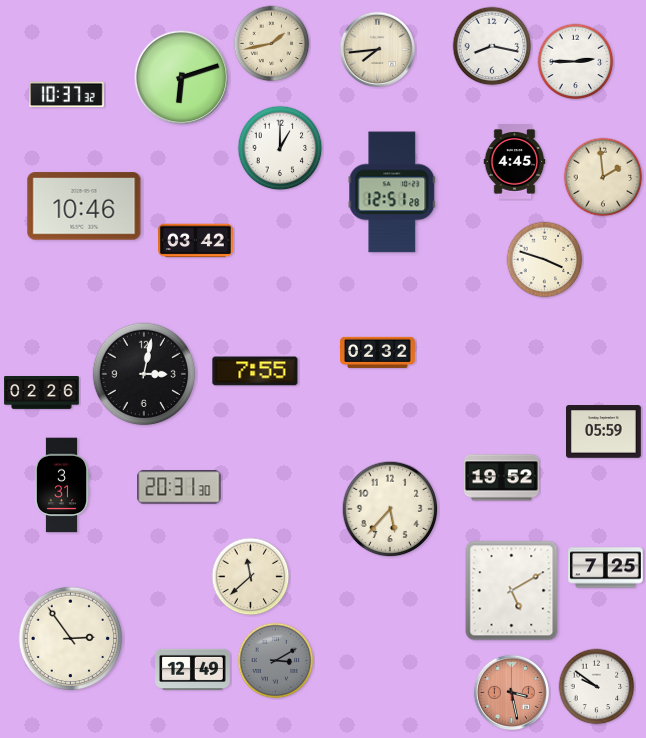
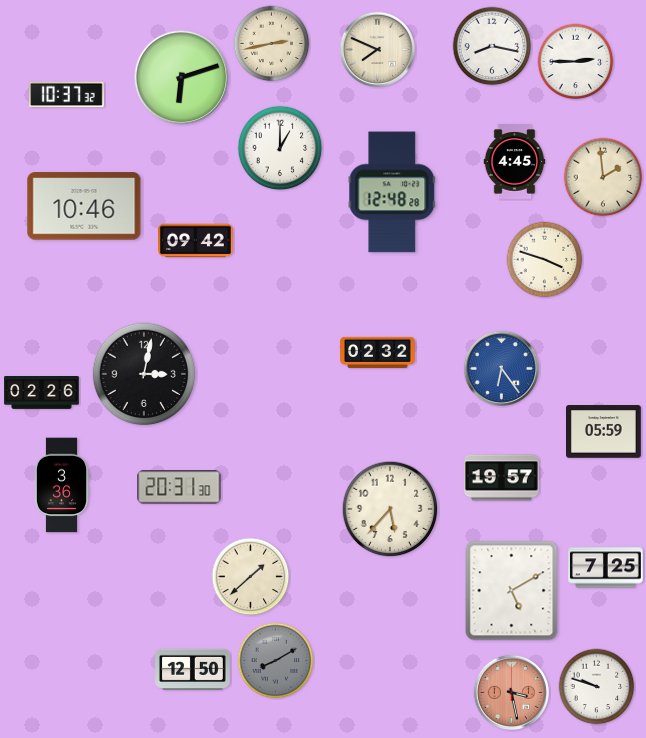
clock at (272, 44): 1:43 -> 2:43
clock at (377, 49): 7:44 -> 7:49
clock at (392, 192): 12:51 -> 12:48
clock at (196, 241): 03:42 -> 09:42
clock at (501, 368): none -> 6:24
clock at (255, 371): 7:55 -> none
clock at (502, 478): 19:52 -> 19:57
clock at (62, 485): 3:31 -> 3:36
clock at (251, 577): 11:38 -> 1:38
clock at (71, 639): 2:54 -> none
clock at (276, 661): 3:10 -> 8:10
clock at (193, 669): 12:49 -> 12:50
clock at (597, 687): 9:51 -> 9:48
